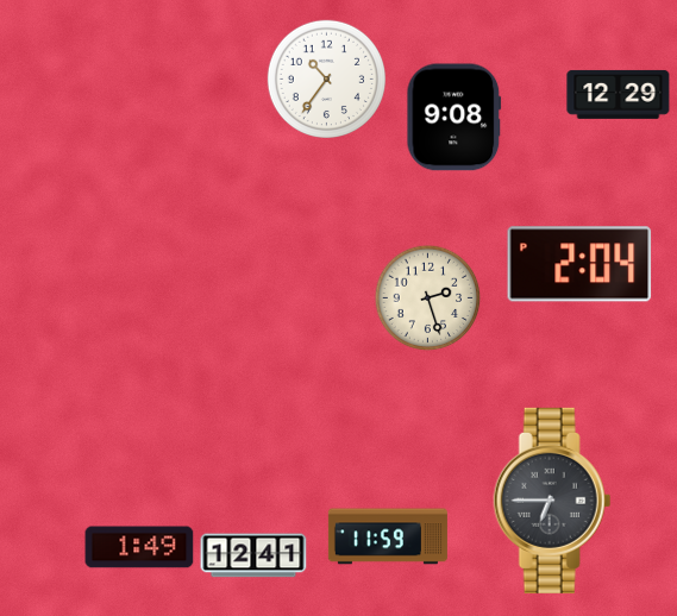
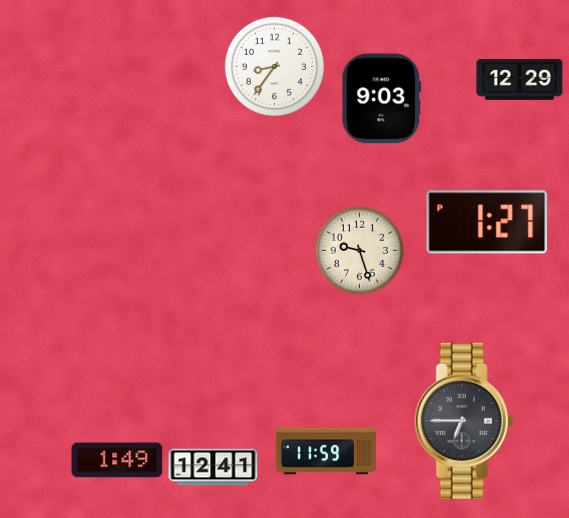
clock at (326, 78): 10:36 -> 8:36
clock at (455, 118): 9:08 -> 9:03
clock at (579, 264): 2:04 -> 1:27
clock at (428, 298): 2:27 -> 9:27
